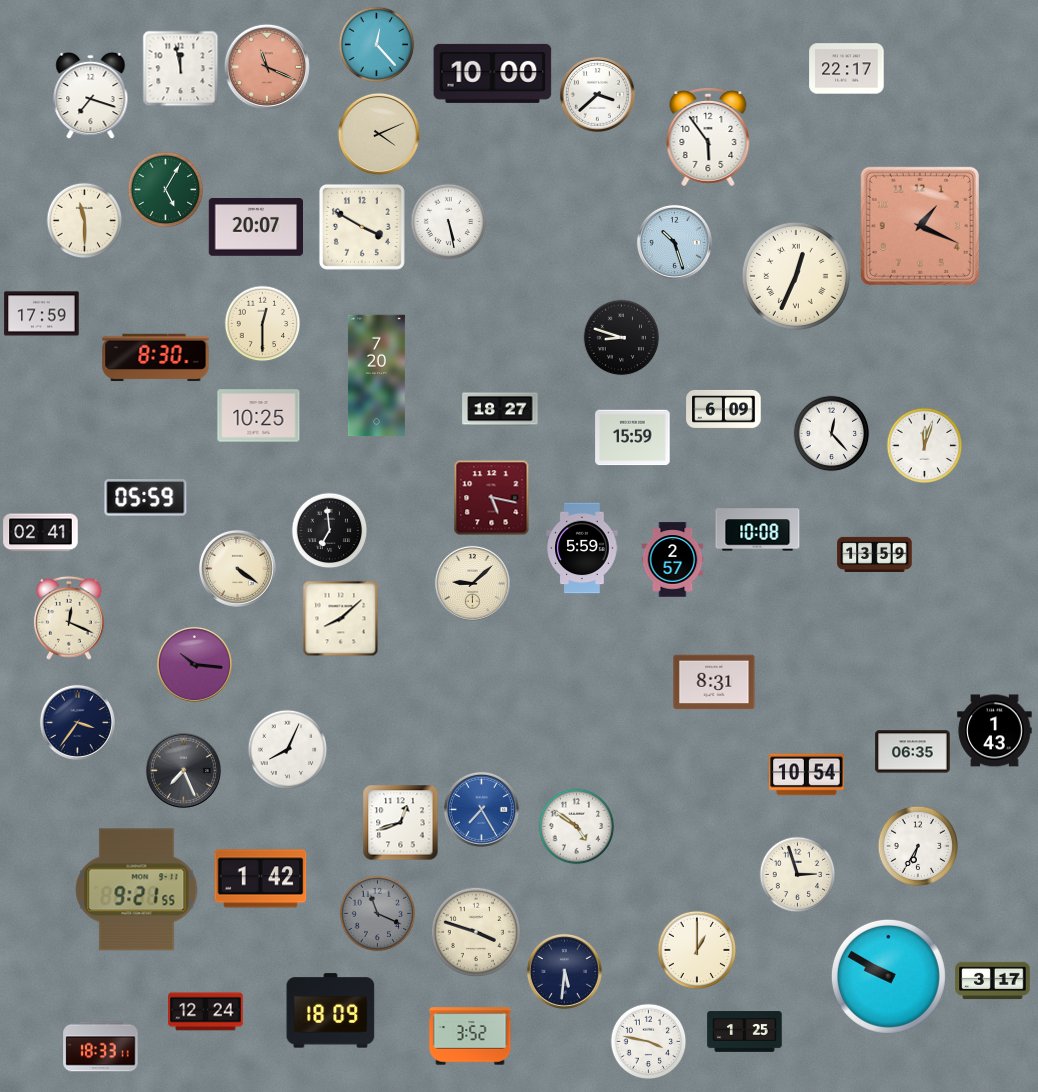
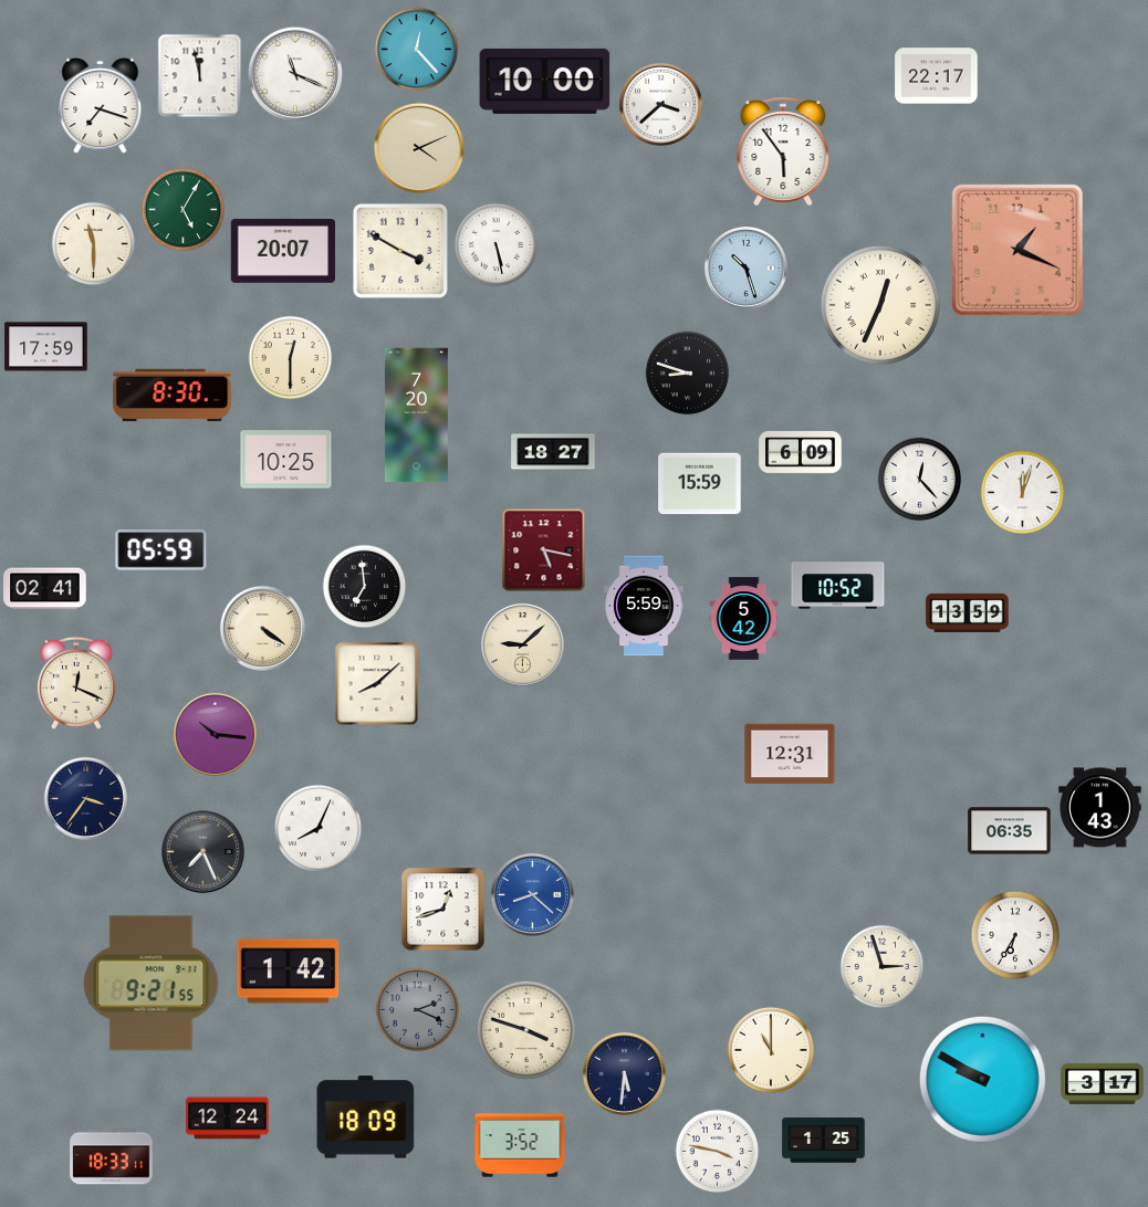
clock at (267, 67) dial: salmon -> white
clock at (758, 530): 10:08 -> 10:52
clock at (673, 560): 2:57 -> 5:42
clock at (714, 682): 8:31 -> 12:31
clock at (807, 775): 10:54 -> none
clock at (481, 809): 7:25 -> 8:22
clock at (577, 827): 4:51 -> none
clock at (378, 914): 11:19 -> 2:19
clock at (697, 950): 1:00 -> 11:00
clock at (993, 981) position: (993, 981) -> (1103, 1084)
